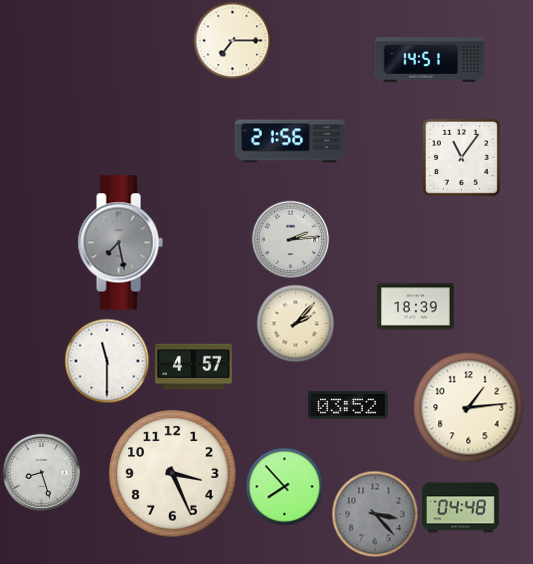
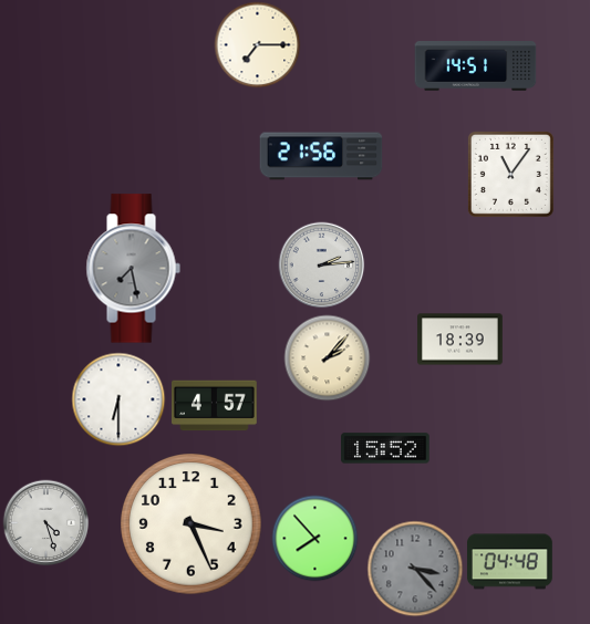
clock at (107, 361): 11:30 -> 6:30
clock at (348, 405): 03:52 -> 15:52
clock at (469, 408): 1:14 -> none
clock at (41, 472): 8:27 -> 4:27
